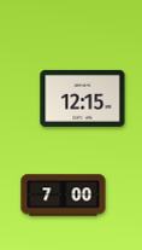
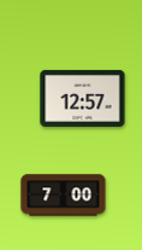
clock at (83, 98): 12:15 -> 12:57
